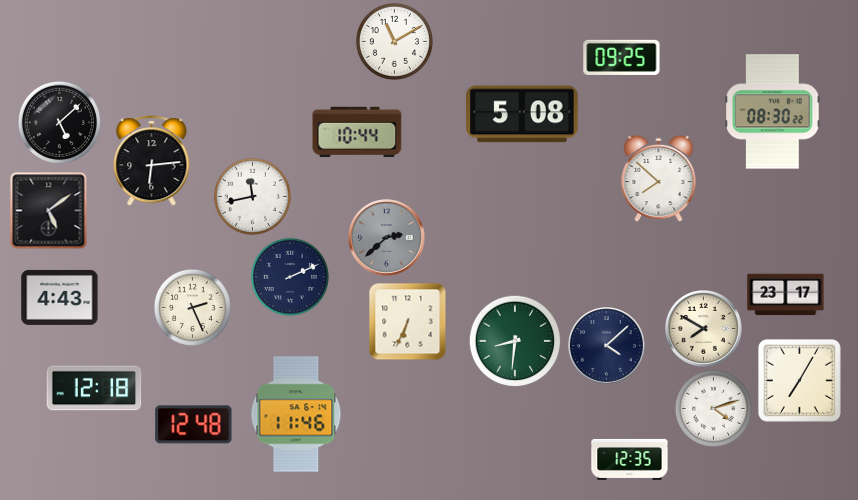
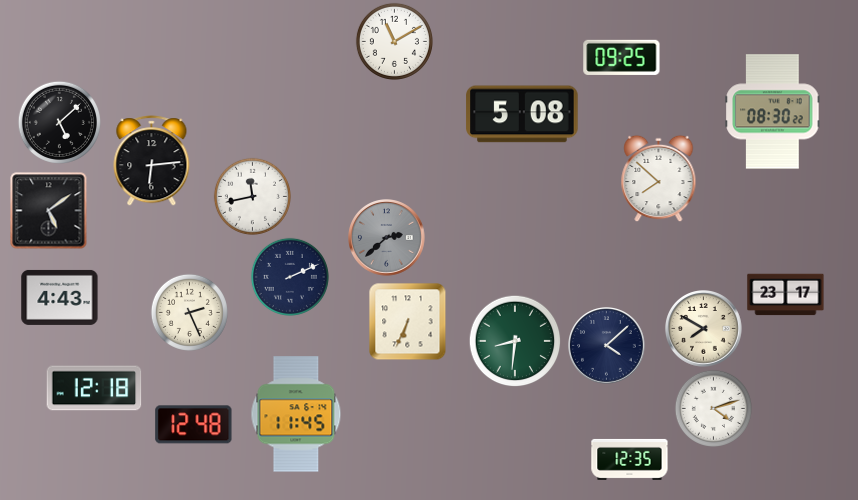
clock at (357, 131): 10:44 -> none
clock at (192, 307) position: (192, 307) -> (189, 312)
clock at (799, 380): 7:05 -> none
clock at (296, 414): 11:46 -> 11:45
